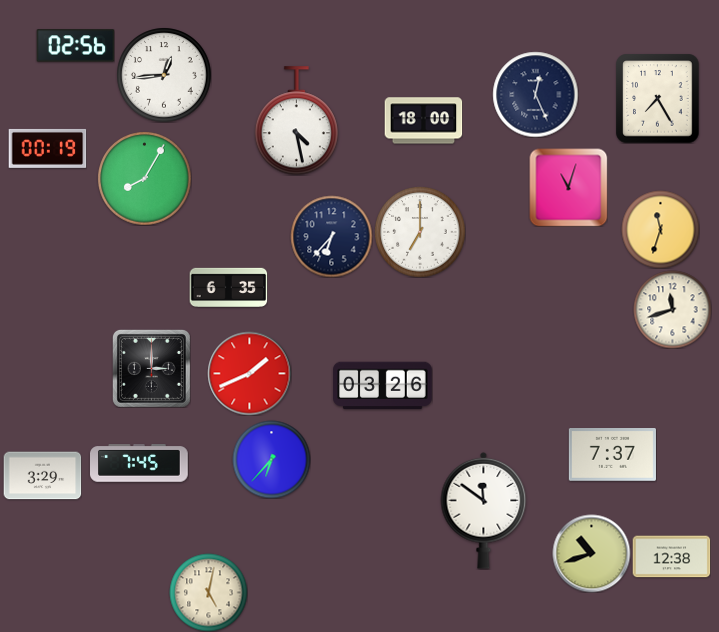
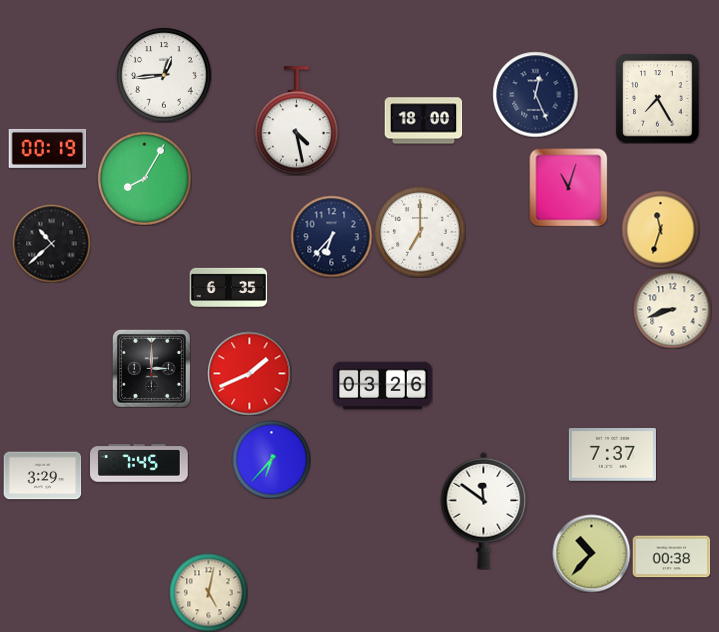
clock at (75, 46): 02:56 -> none
clock at (51, 243): none -> 10:38
clock at (672, 309): 11:42 -> 8:42
clock at (591, 553): 10:42 -> 10:37
clock at (671, 557): 12:38 -> 00:38
